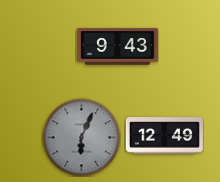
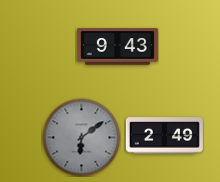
clock at (164, 136): 12:49 -> 2:49
clock at (81, 137): 6:04 -> 6:09
